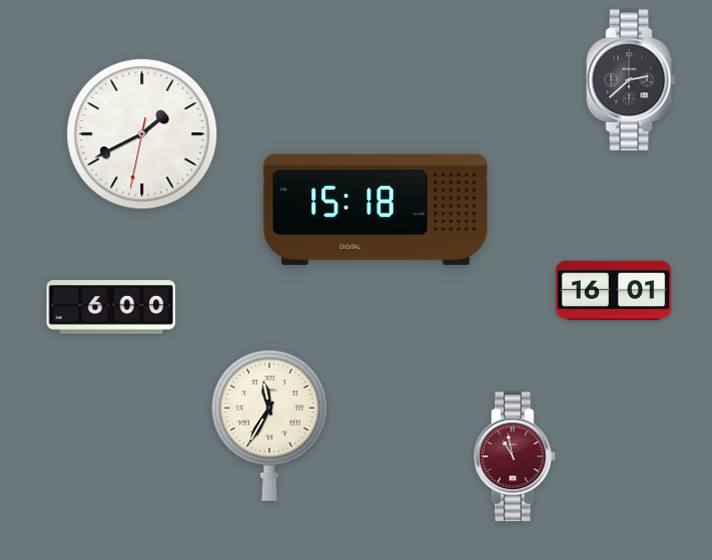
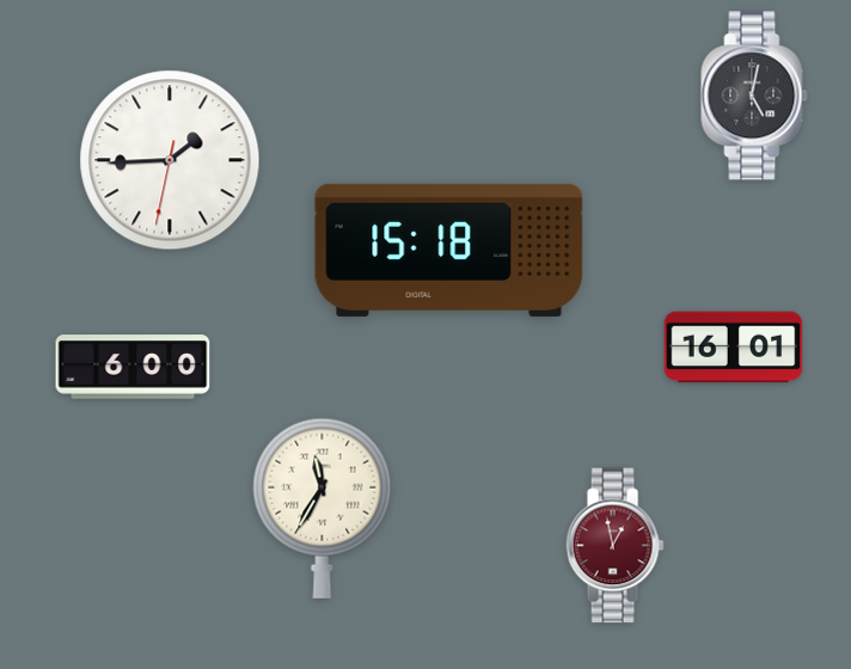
clock at (631, 80): 2:38 -> 5:02
clock at (142, 134): 1:40 -> 1:44
clock at (514, 457): 10:58 -> 12:58
